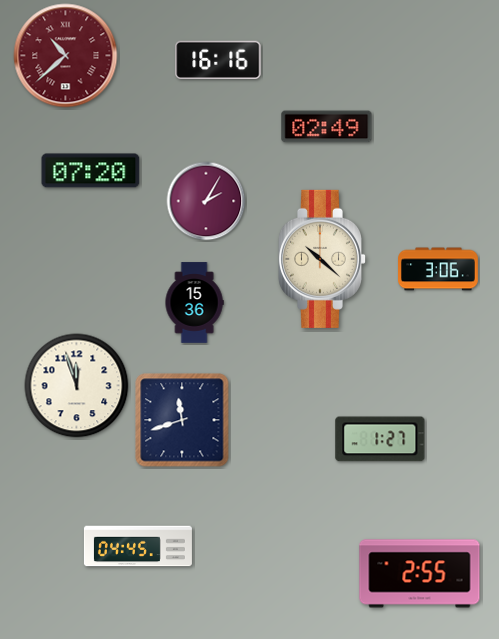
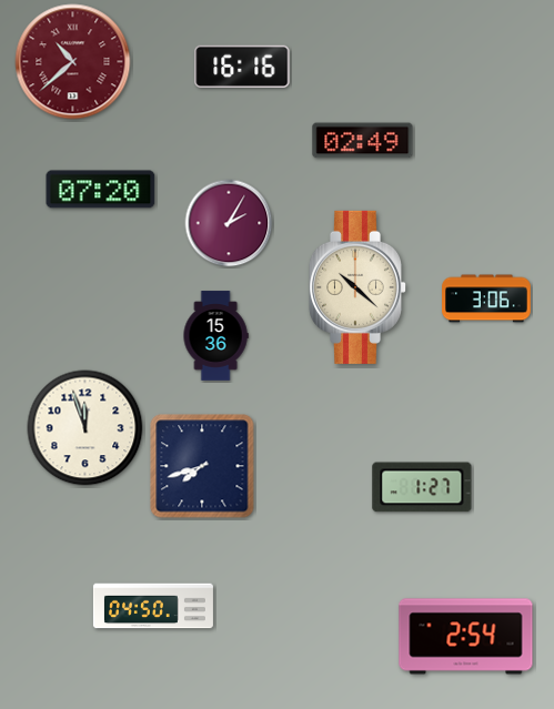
clock at (182, 420): 11:42 -> 7:42
clock at (138, 546): 04:45 -> 04:50
clock at (420, 574): 2:55 -> 2:54
